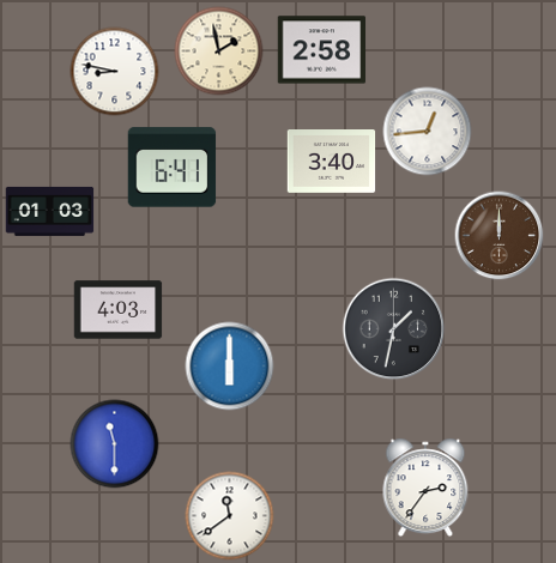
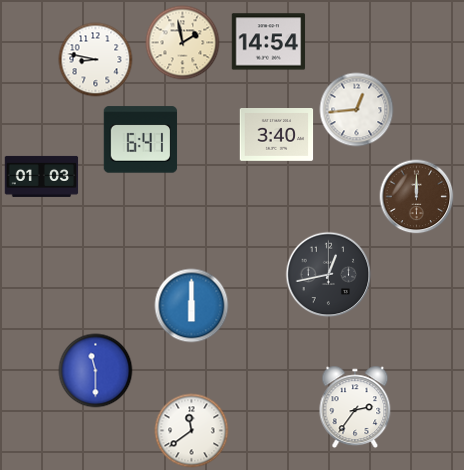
clock at (322, 50): 2:58 -> 14:54
clock at (173, 168) position: (173, 168) -> (141, 140)
clock at (119, 310): 4:03 -> none
clock at (394, 329): 1:32 -> 12:43
